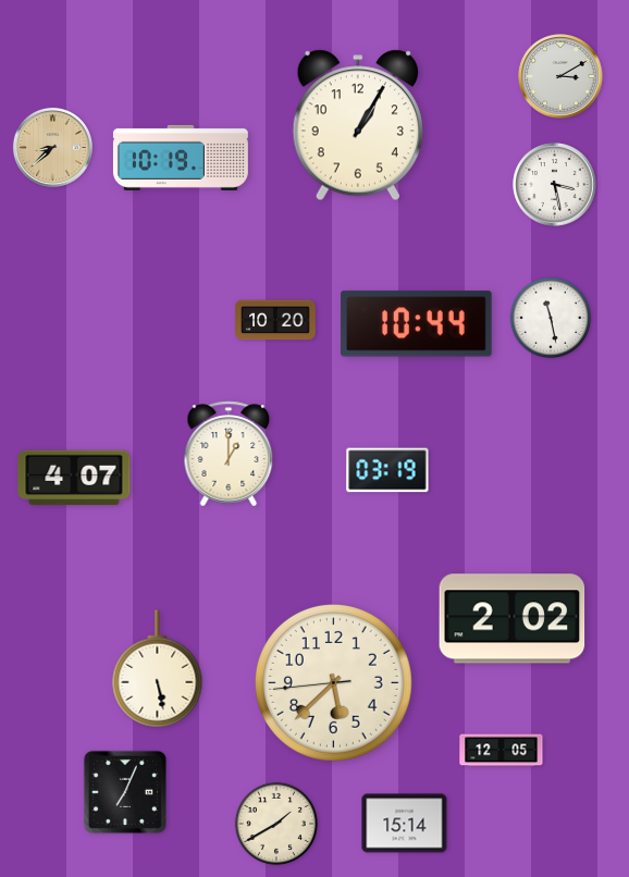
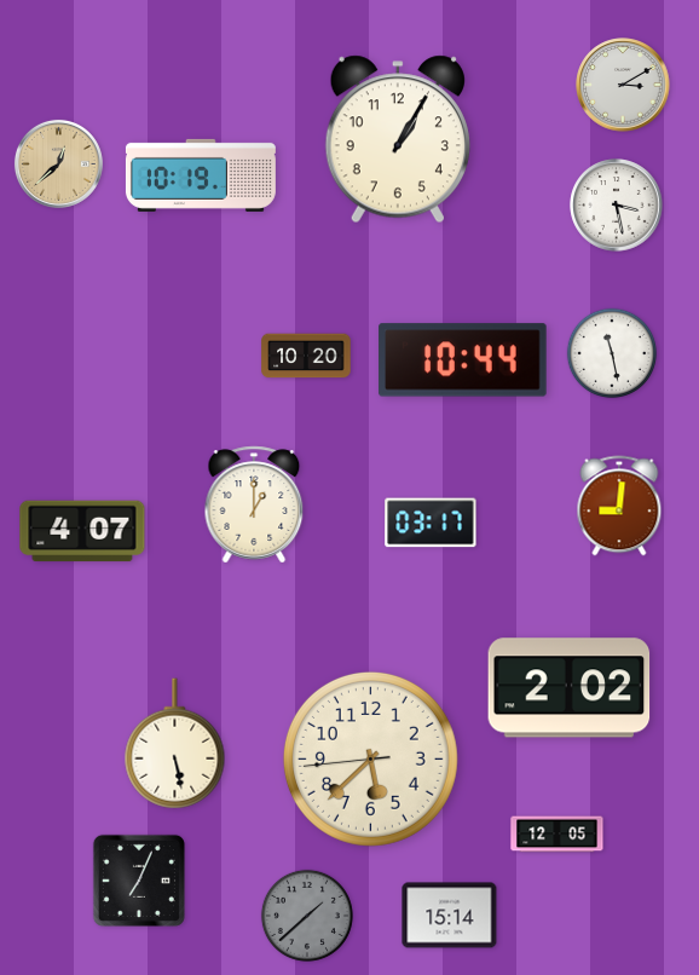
clock at (52, 147): 8:38 -> 12:38
clock at (619, 506): none -> 9:01
clock at (387, 470): 03:19 -> 03:17
clock at (276, 824): 1:40 -> 1:38
clock at (276, 824) dial: cream -> grey
